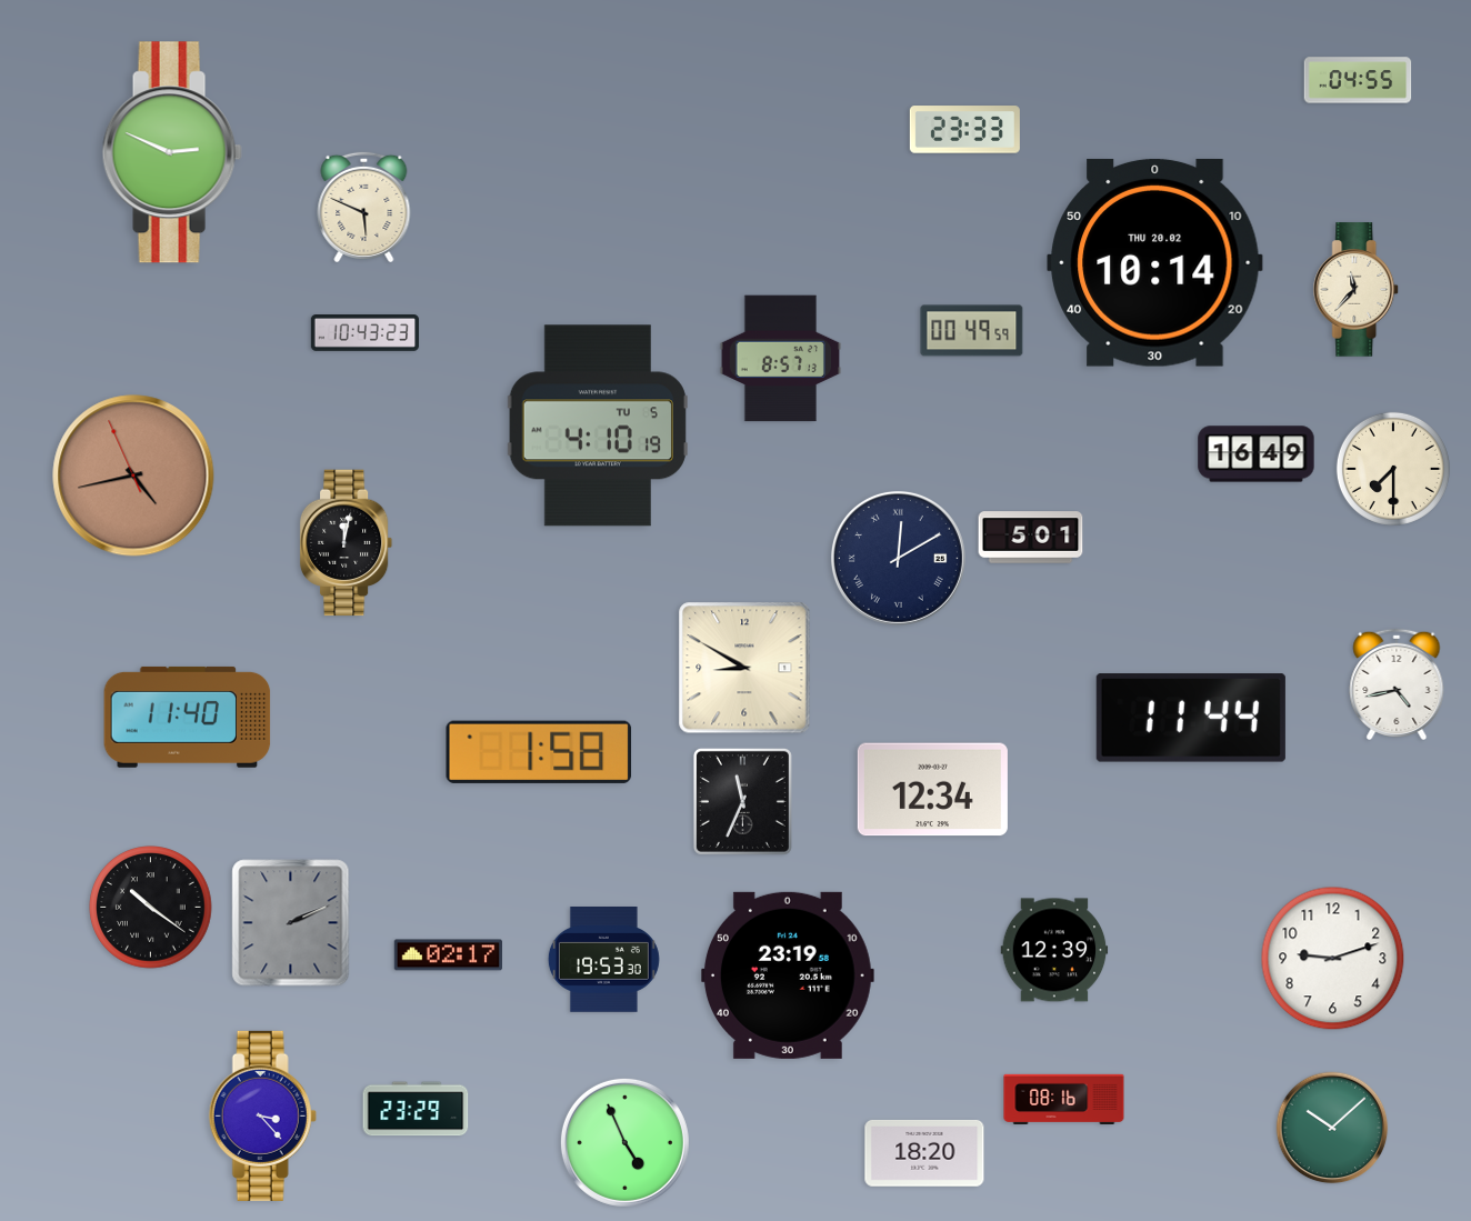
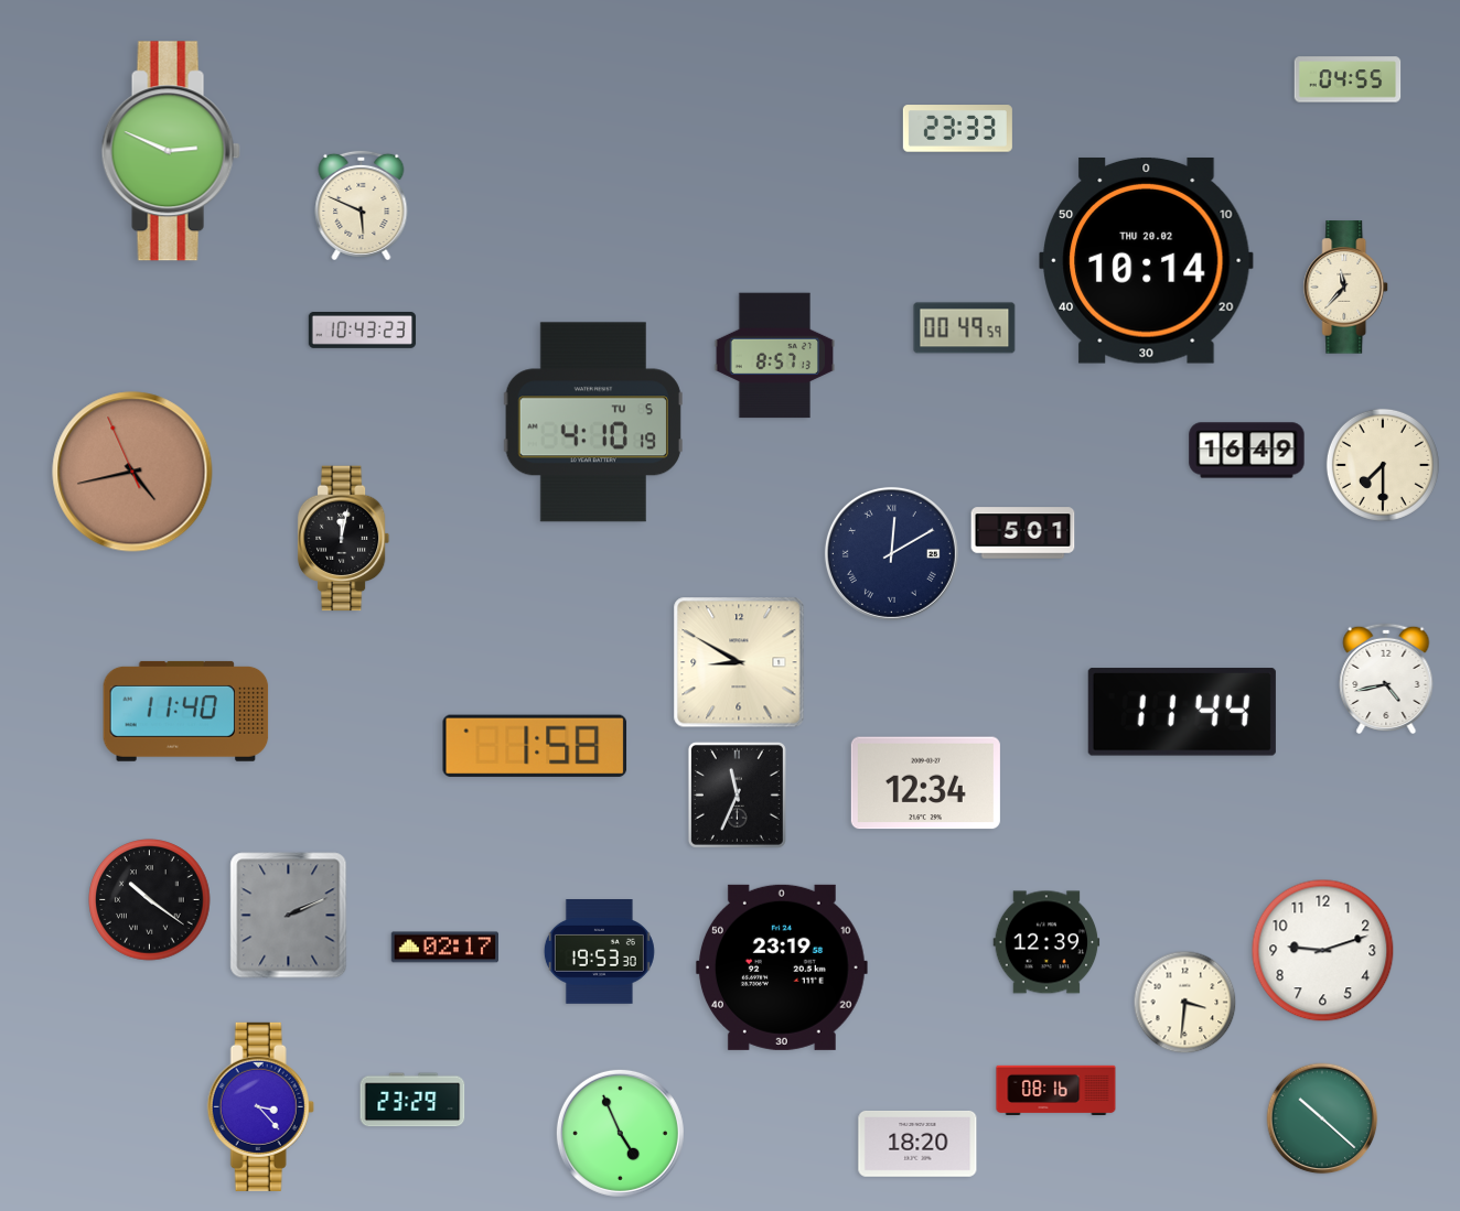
clock at (1185, 1003): none -> 3:31
clock at (1332, 1128): 10:08 -> 10:22
